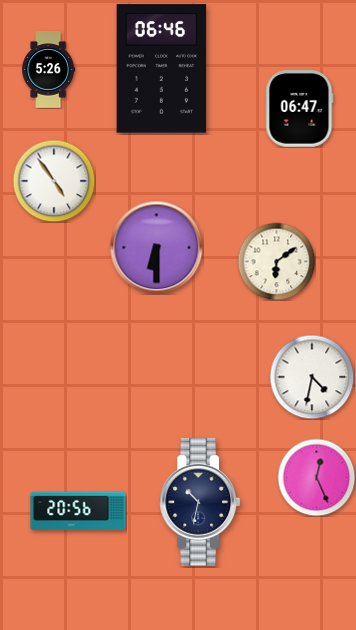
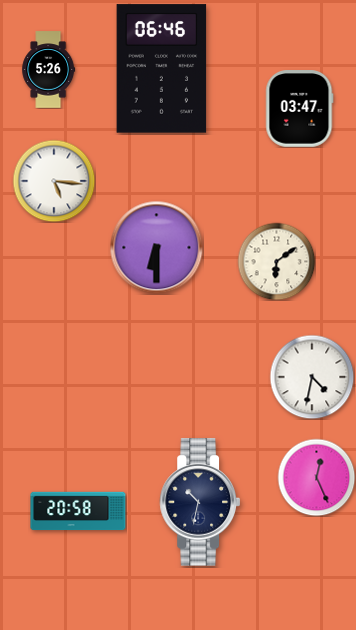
clock at (300, 109): 06:47 -> 03:47
clock at (54, 181): 4:54 -> 5:16
clock at (78, 511): 20:56 -> 20:58
